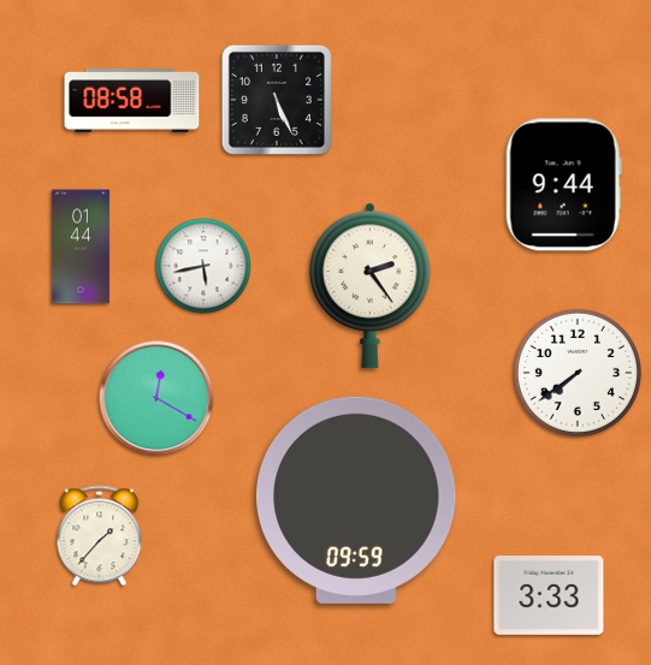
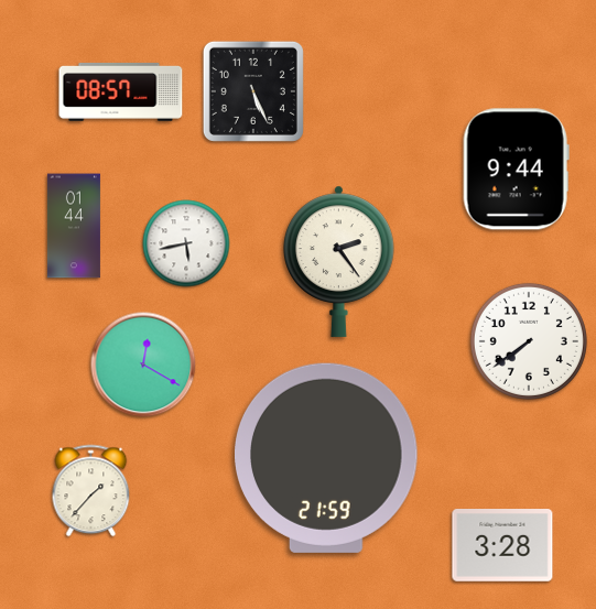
clock at (132, 100): 08:58 -> 08:57
clock at (357, 500): 09:59 -> 21:59
clock at (549, 596): 3:33 -> 3:28
